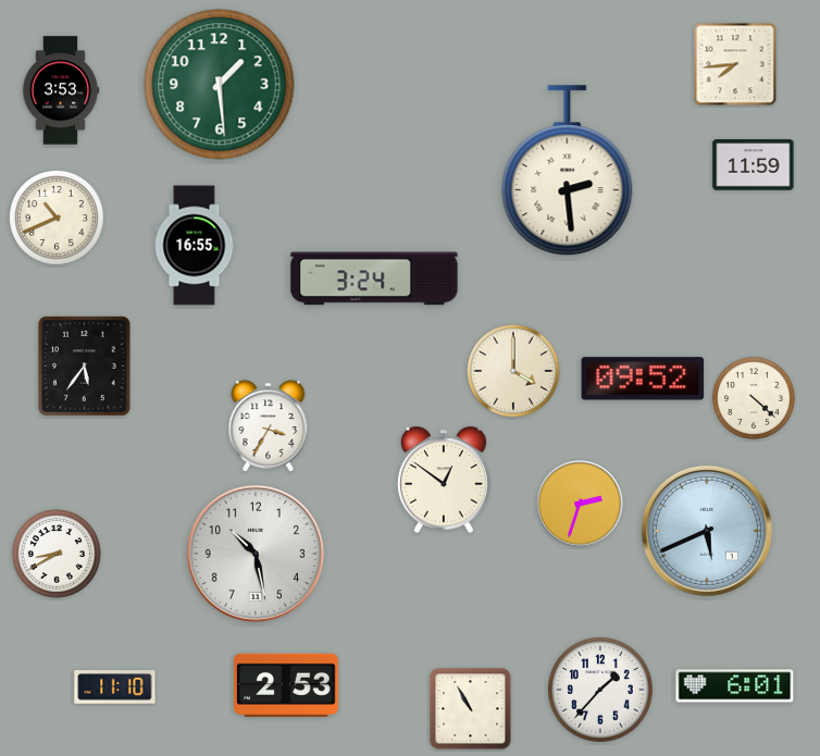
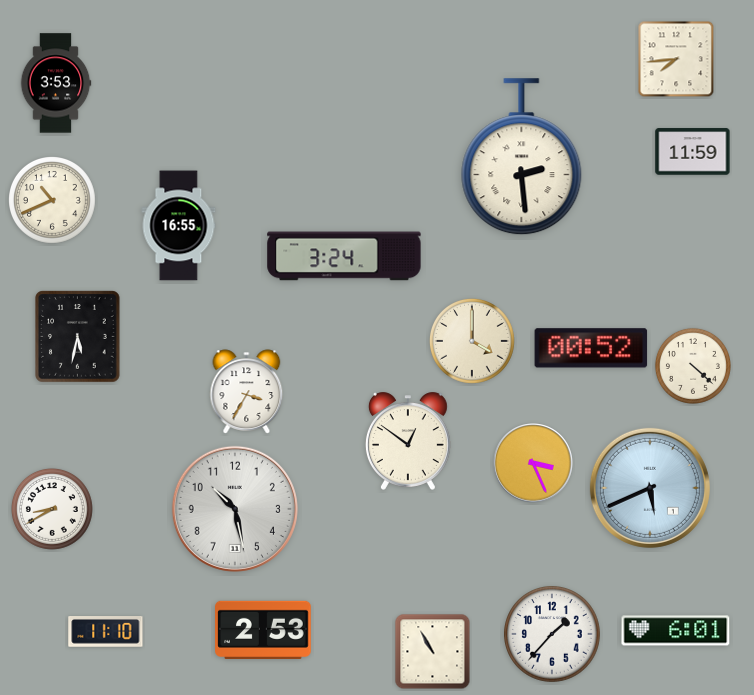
clock at (220, 85): 1:29 -> none
clock at (85, 367): 5:36 -> 5:32
clock at (643, 379): 09:52 -> 00:52
clock at (580, 504): 2:33 -> 3:26
